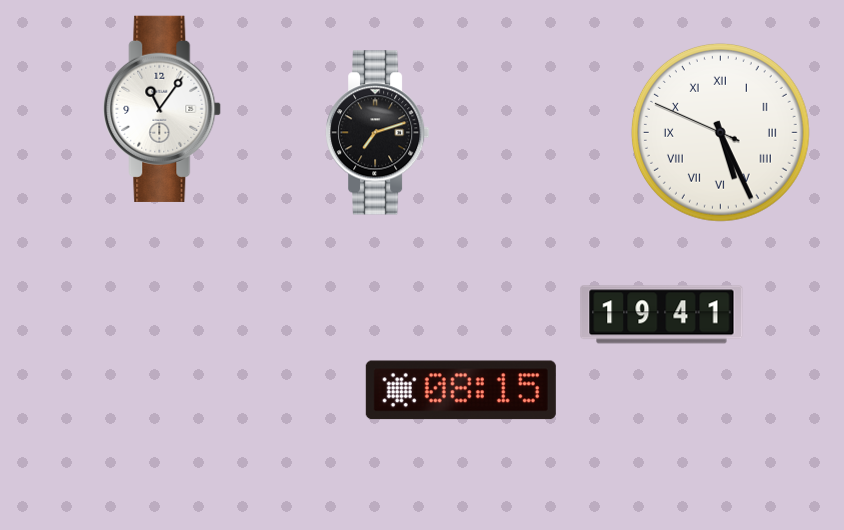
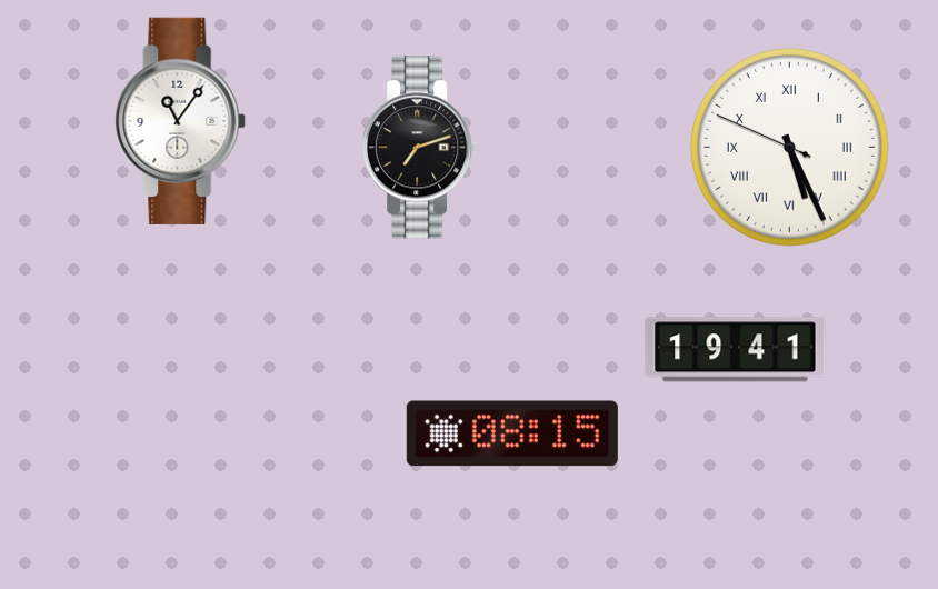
clock at (720, 132) position: (720, 132) -> (789, 147)
